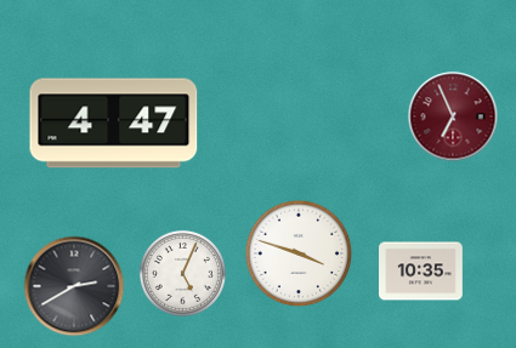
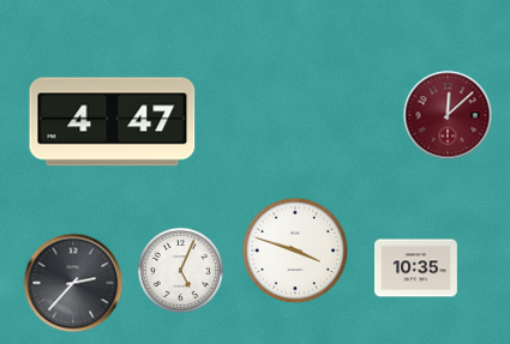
clock at (453, 116): 6:56 -> 12:08
clock at (74, 286): 2:40 -> 2:37
